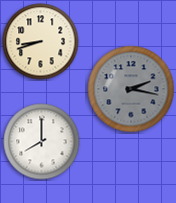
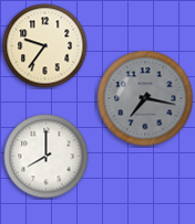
clock at (41, 42): 8:42 -> 9:36
clock at (131, 89): 2:17 -> 7:17
